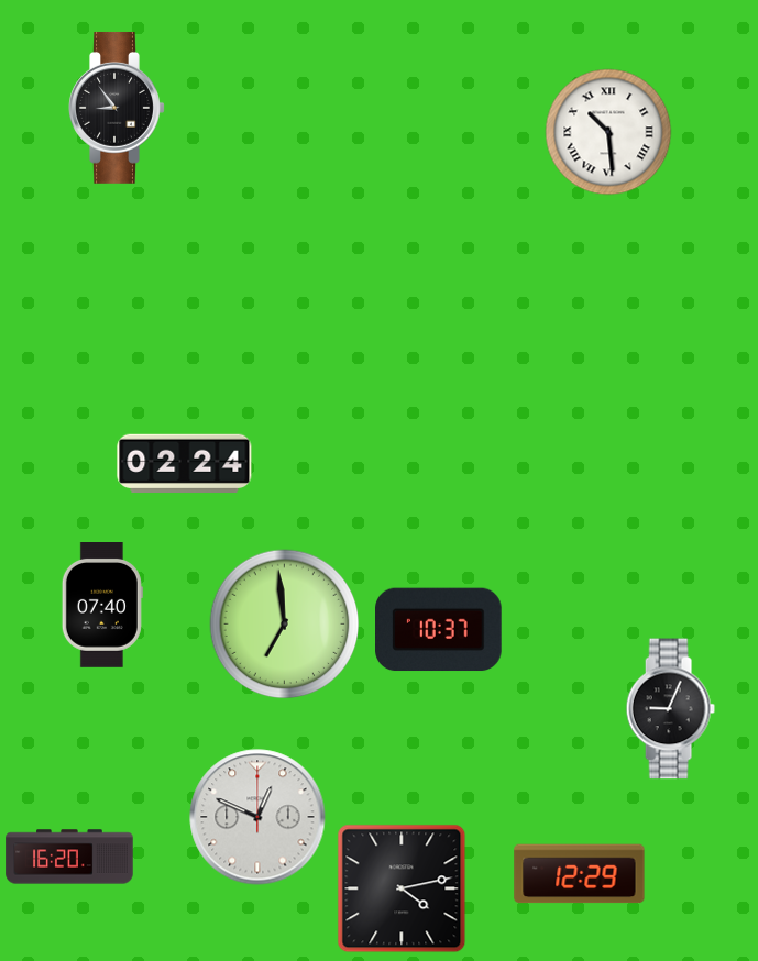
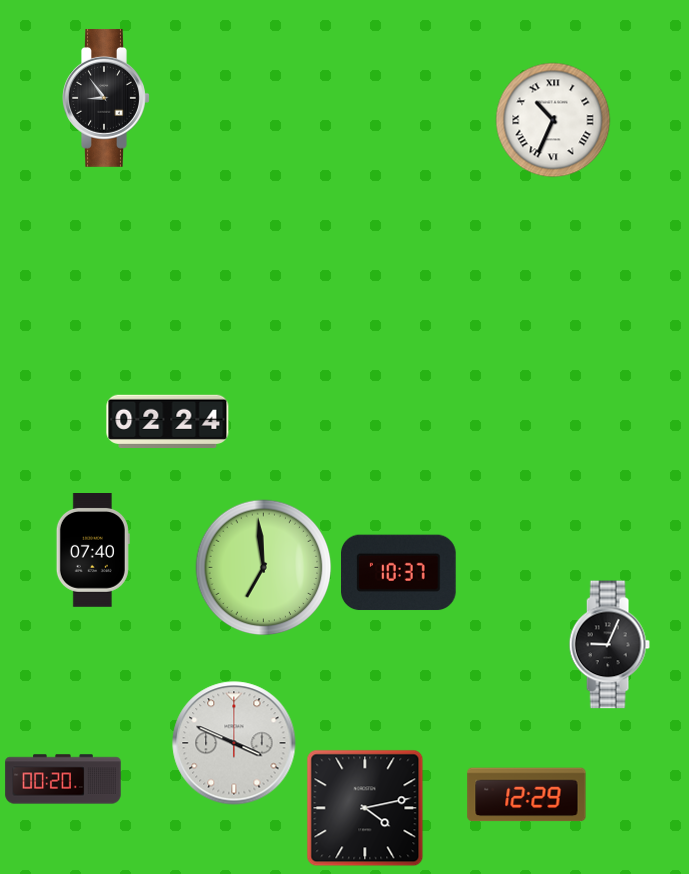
clock at (608, 132): 10:29 -> 10:34
clock at (285, 625) position: (285, 625) -> (264, 568)
clock at (257, 817): 12:49 -> 3:49
clock at (69, 857): 16:20 -> 00:20
